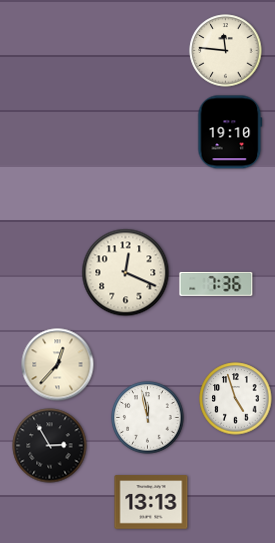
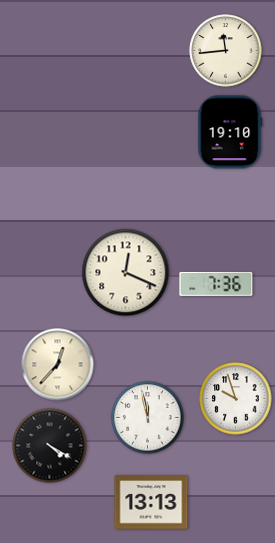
clock at (226, 51): 11:46 -> 11:44
clock at (236, 399): 4:57 -> 9:57
clock at (50, 446): 2:55 -> 4:20
